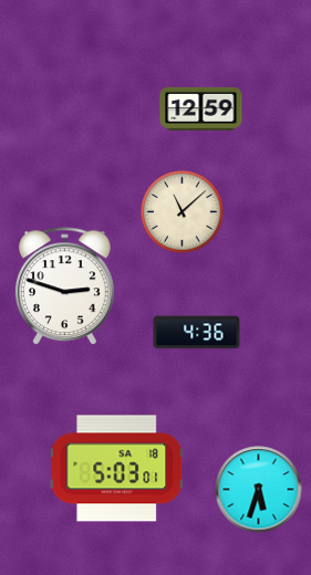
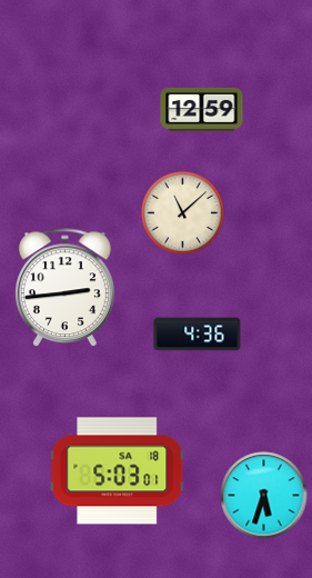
clock at (65, 286): 2:48 -> 2:44
clock at (259, 490) position: (259, 490) -> (264, 496)
